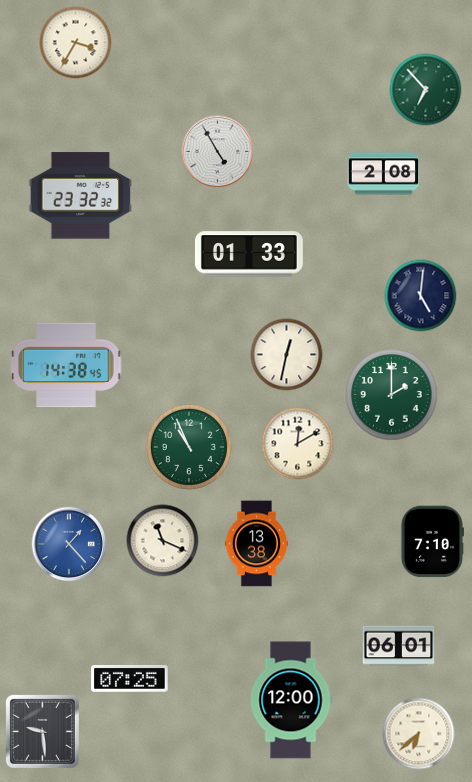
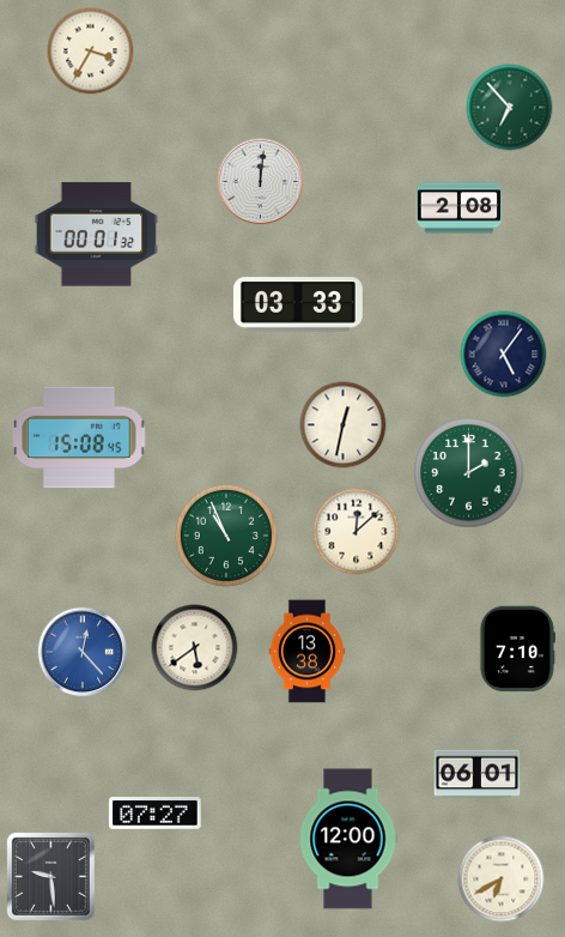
clock at (218, 152): 4:55 -> 12:01
clock at (81, 196): 23:32 -> 00:01
clock at (249, 254): 01:33 -> 03:33
clock at (421, 296): 5:01 -> 5:06
clock at (66, 365): 14:38 -> 15:08
clock at (298, 444): 12:10 -> 12:08
clock at (163, 541): 11:19 -> 5:39
clock at (69, 544): 1:23 -> 12:23
clock at (130, 679): 07:25 -> 07:27
clock at (419, 734): 6:38 -> 6:40
